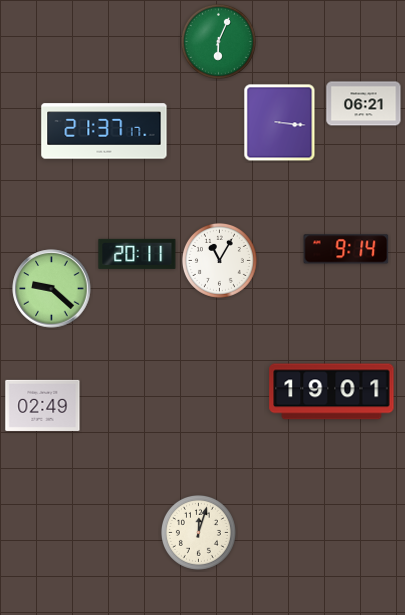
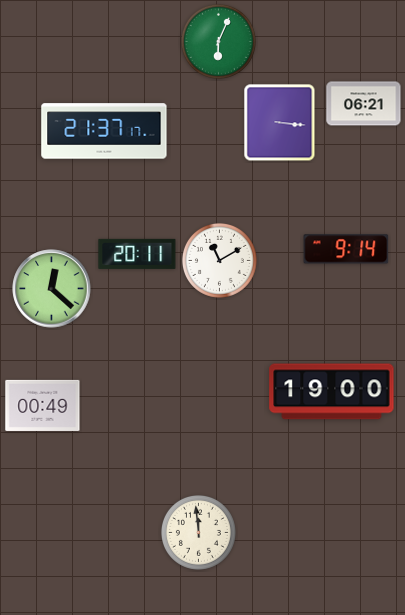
clock at (219, 260): 11:05 -> 11:10
clock at (52, 289): 9:22 -> 12:22
clock at (332, 392): 19:01 -> 19:00
clock at (43, 405): 02:49 -> 00:49
clock at (198, 532): 12:03 -> 11:59
